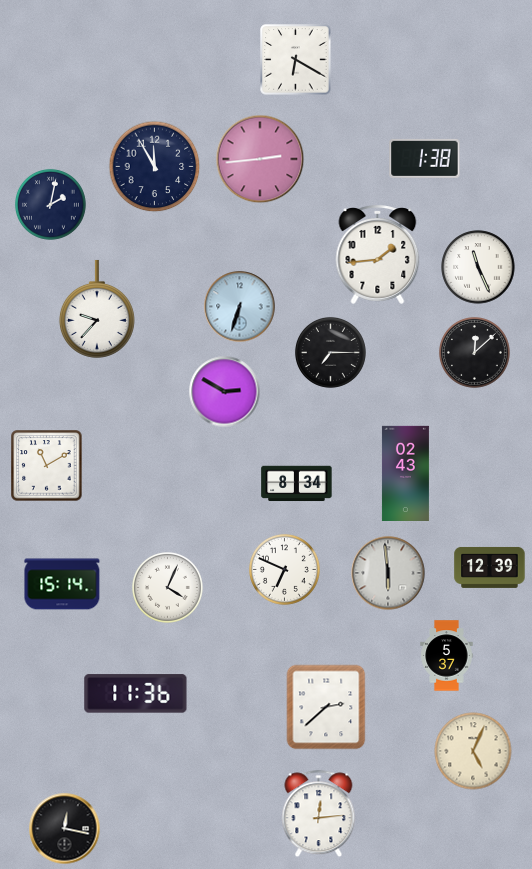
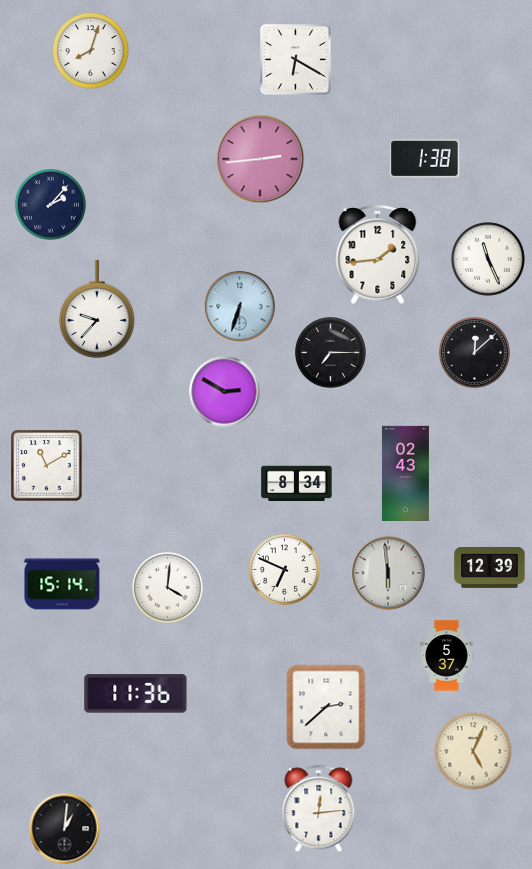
clock at (91, 51): none -> 8:03
clock at (155, 167): 11:55 -> none
clock at (50, 204): 2:02 -> 2:07
clock at (478, 267) position: (478, 267) -> (488, 259)
clock at (167, 587): 4:04 -> 4:01
clock at (319, 814) position: (319, 814) -> (319, 809)
clock at (65, 829): 12:17 -> 1:01
